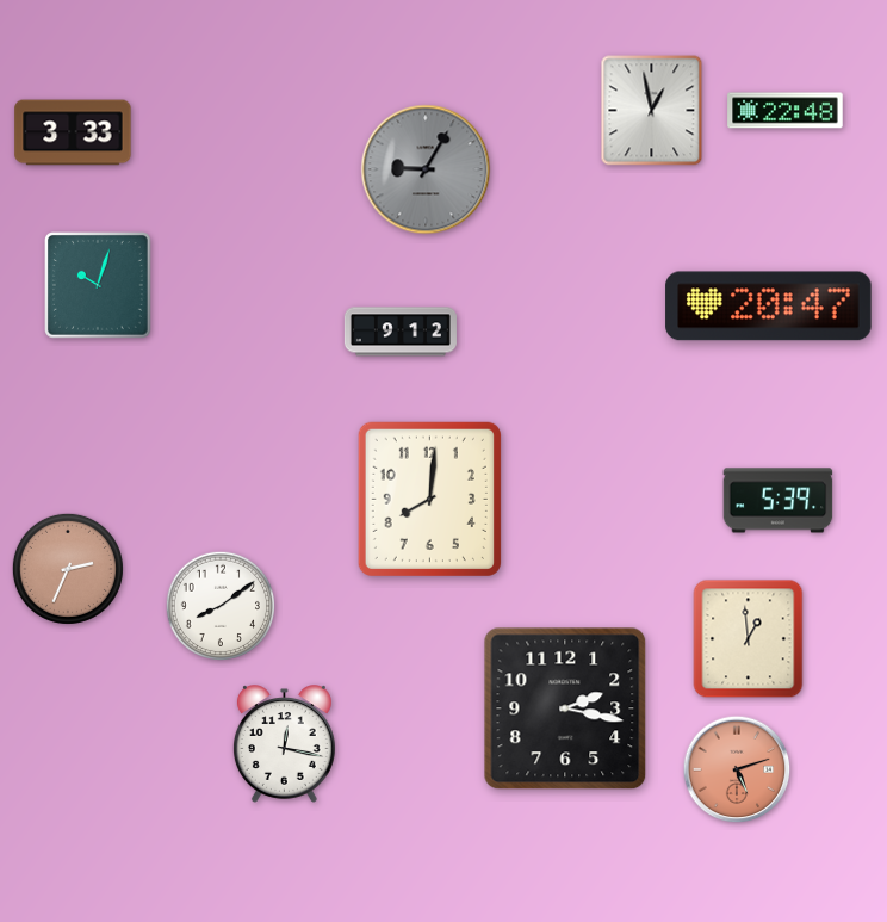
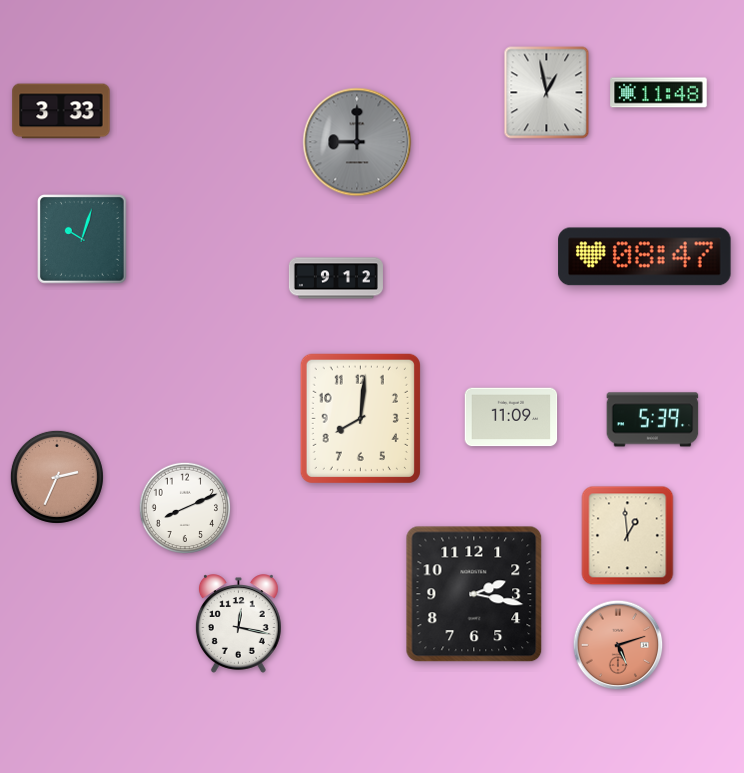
clock at (786, 111): 22:48 -> 11:48
clock at (426, 169): 9:05 -> 9:00
clock at (769, 307): 20:47 -> 08:47
clock at (511, 417): none -> 11:09
clock at (219, 605): 8:09 -> 8:11
